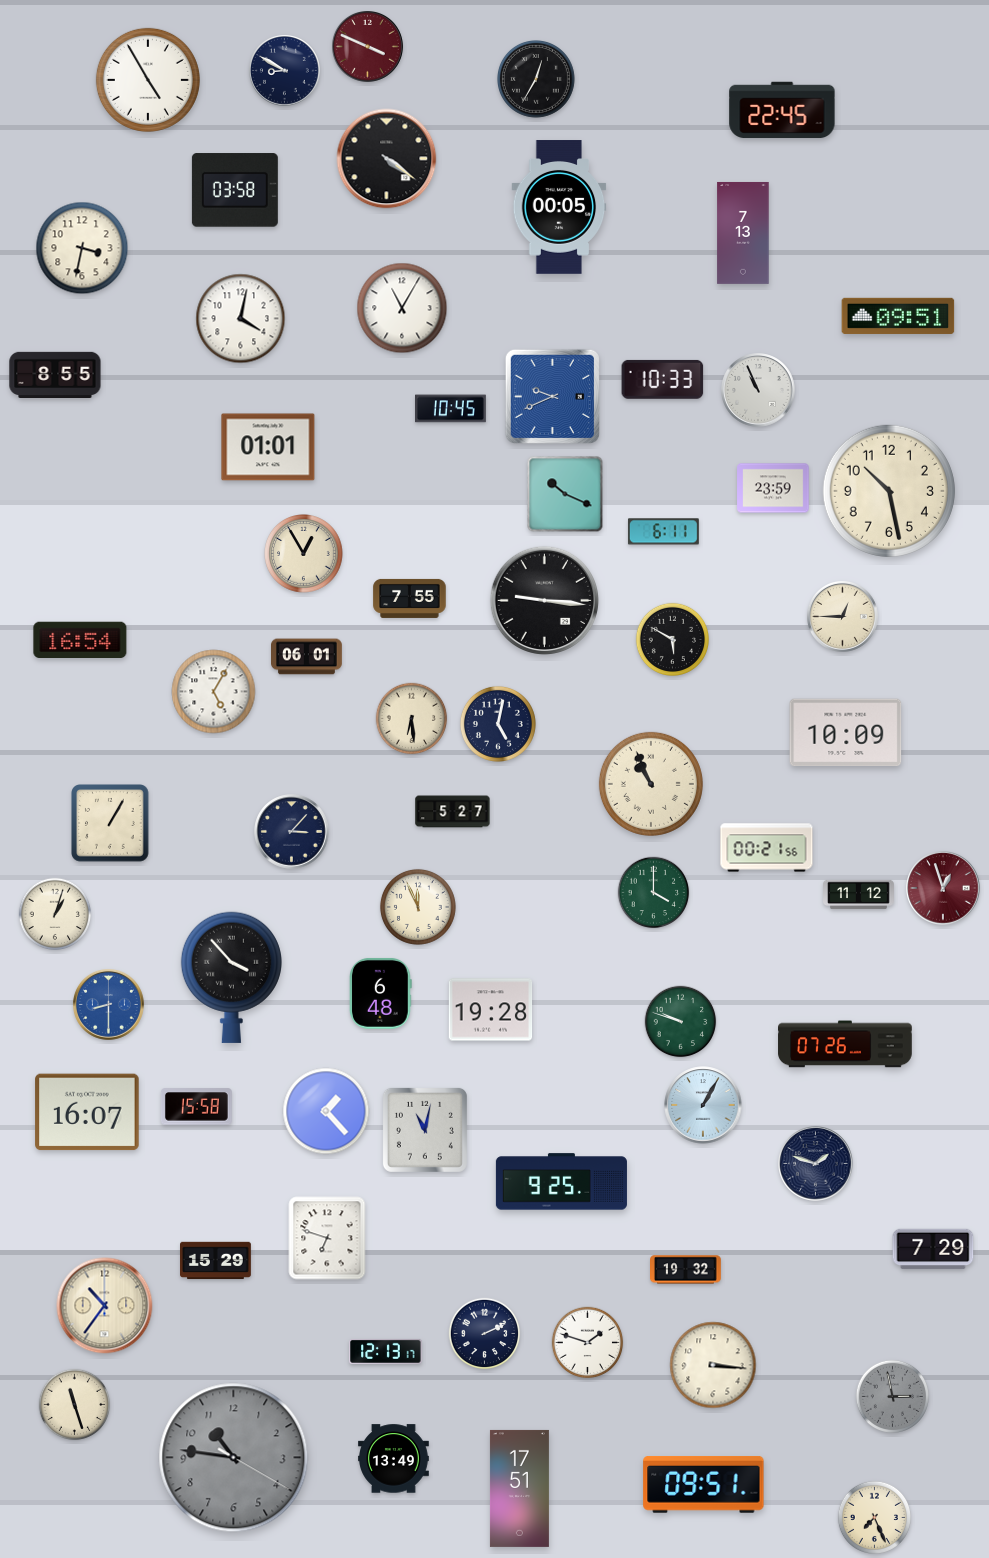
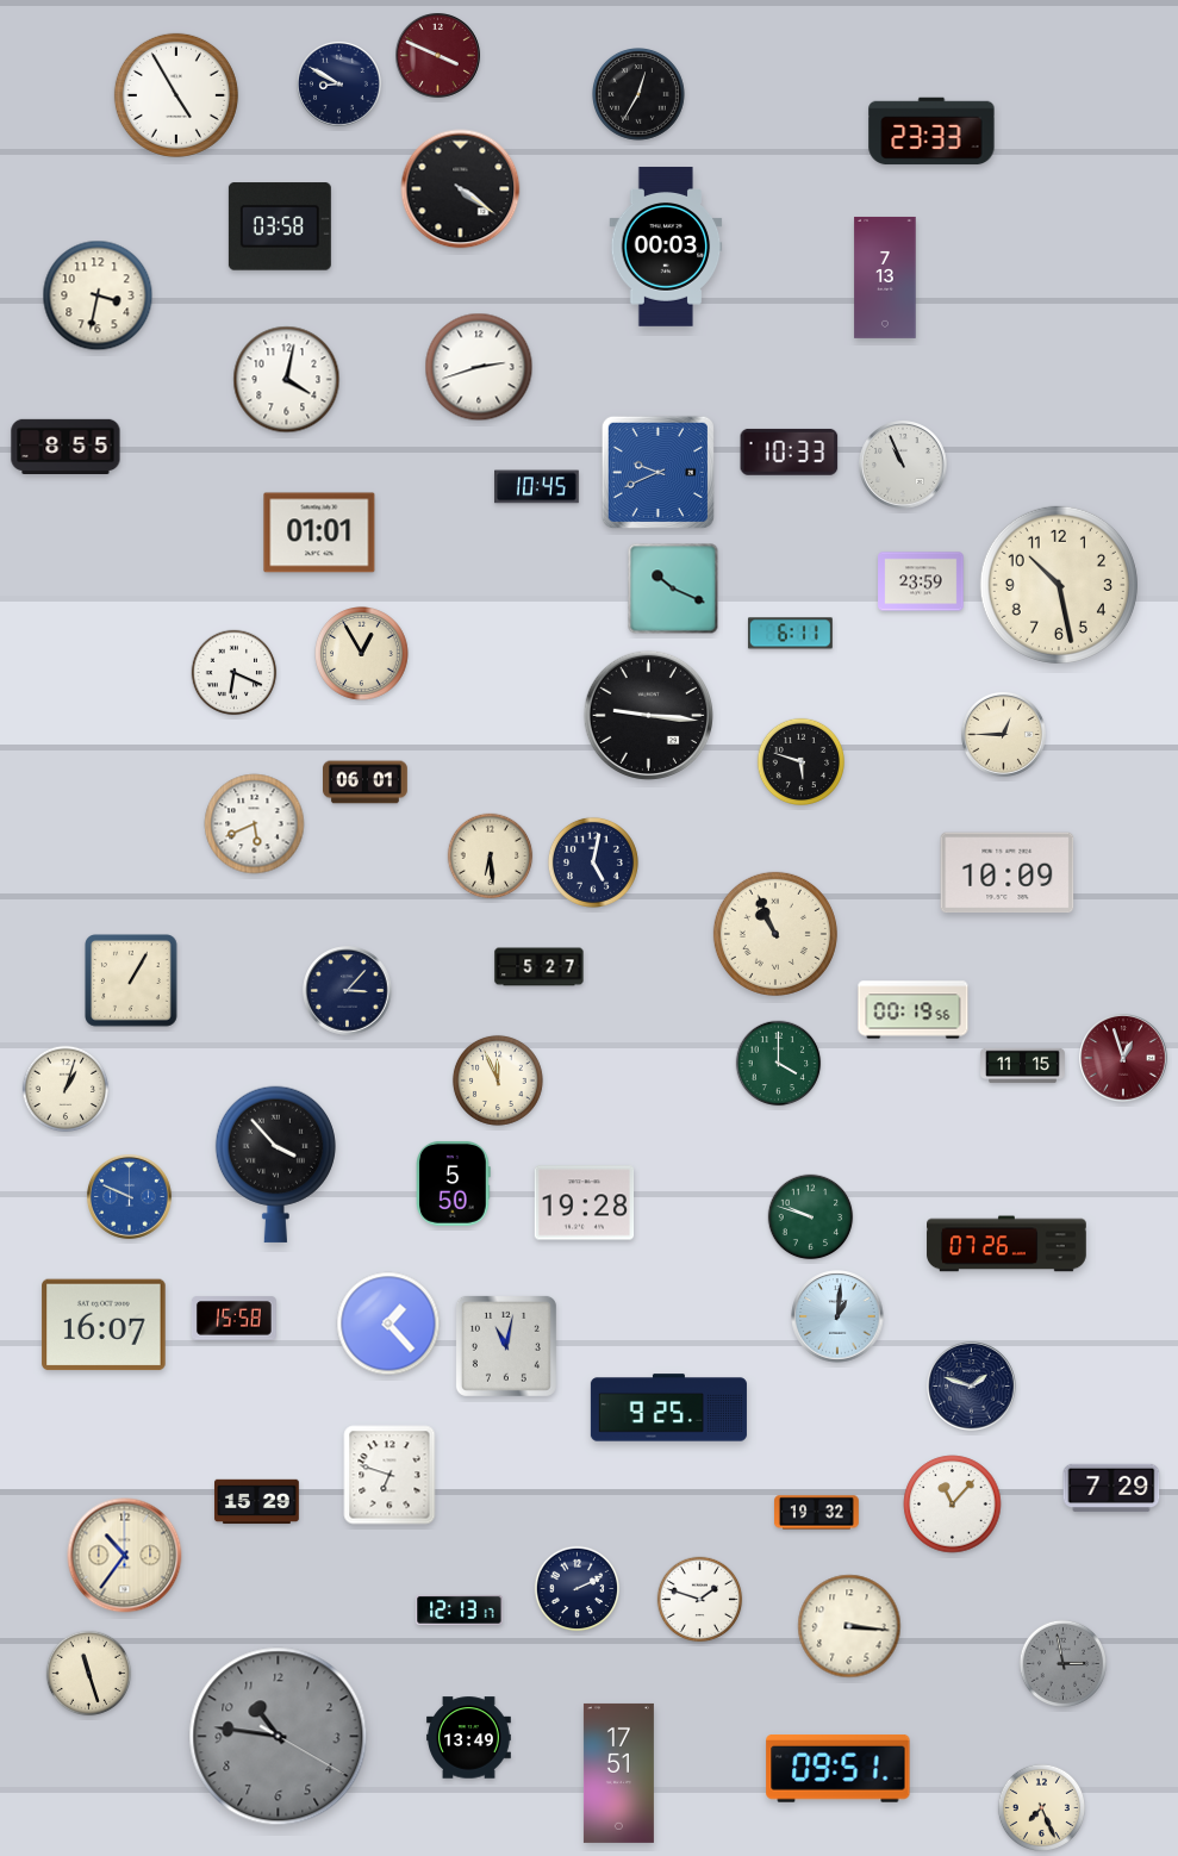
clock at (782, 110): 22:45 -> 23:33
clock at (559, 207): 00:05 -> 00:03
clock at (402, 308): 11:05 -> 2:42
clock at (898, 316): 09:51 -> none
clock at (304, 554) position: (304, 554) -> (362, 654)
clock at (235, 673): none -> 6:19
clock at (410, 598): 7:55 -> none
clock at (80, 639): 16:54 -> none
clock at (672, 639): 5:50 -> 5:48
clock at (214, 692): 5:05 -> 5:41
clock at (767, 848): 00:21 -> 00:19
clock at (859, 895): 11:12 -> 11:15
clock at (381, 993): 6:48 -> 5:50
clock at (109, 1005): 8:30 -> 9:49
clock at (703, 1105): 1:05 -> 1:01
clock at (953, 1505): none -> 11:07
